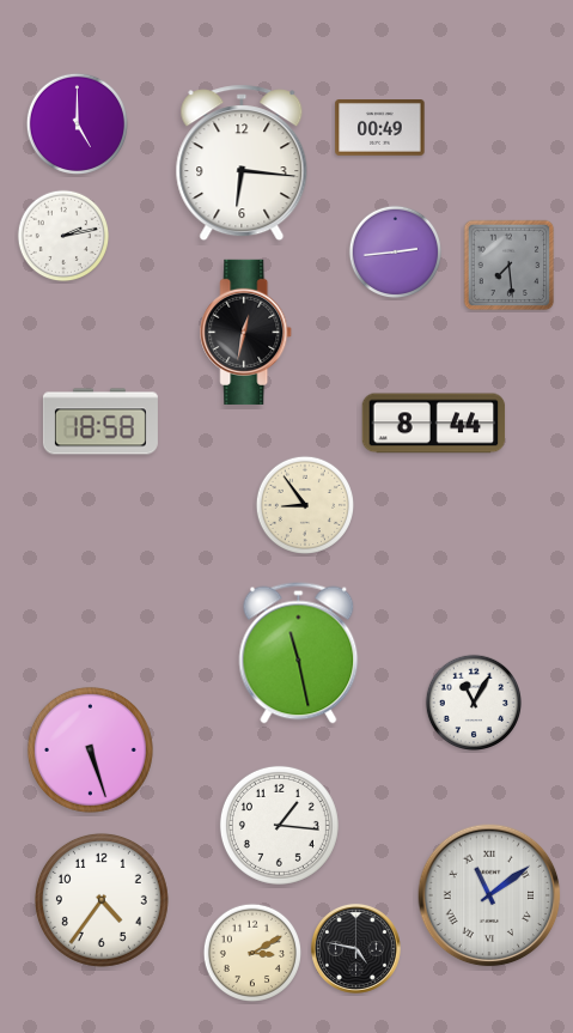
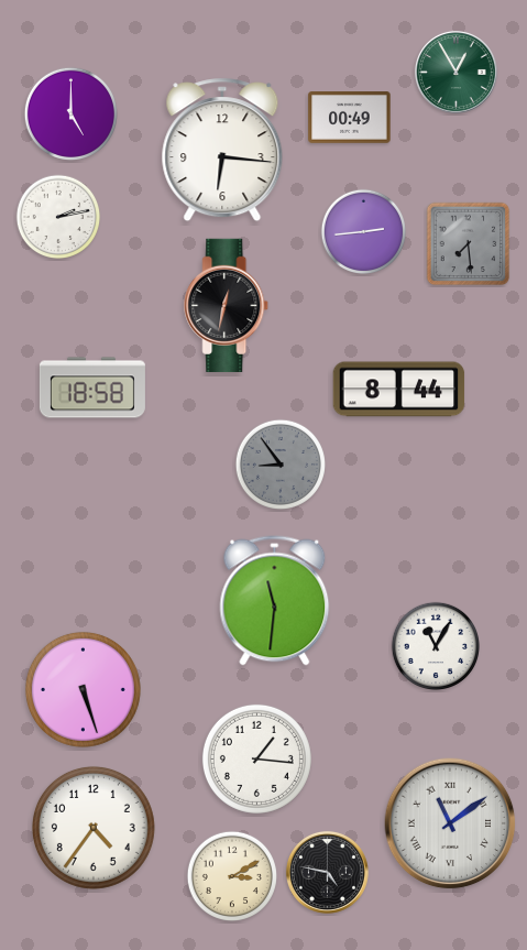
clock at (455, 72): none -> 12:55
clock at (304, 504) dial: cream -> grey
clock at (299, 654): 11:28 -> 11:31
